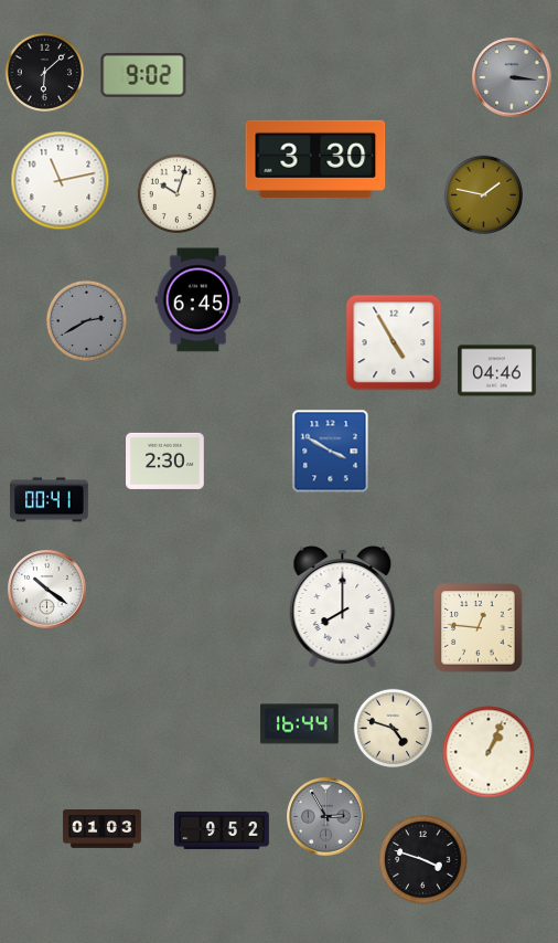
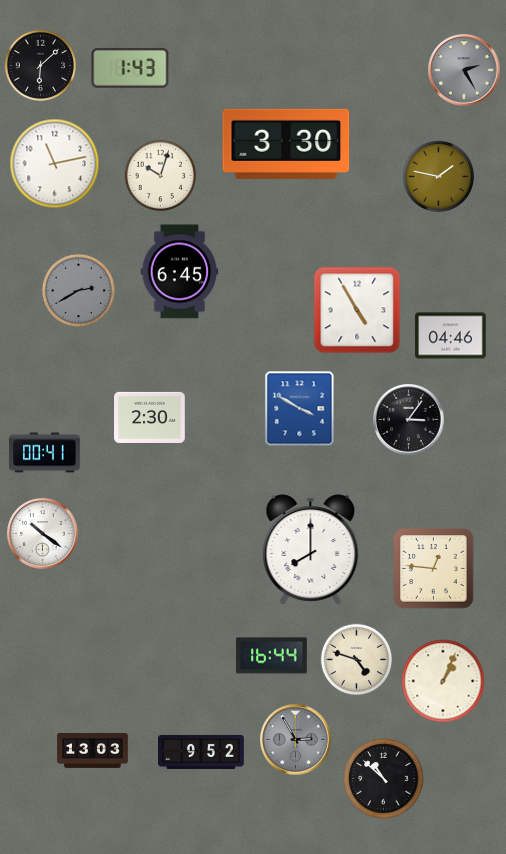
clock at (143, 75): 9:02 -> 1:43
clock at (512, 77): 3:16 -> 2:25
clock at (409, 420): none -> 3:06
clock at (103, 829): 01:03 -> 13:03
clock at (423, 860): 3:48 -> 10:52
